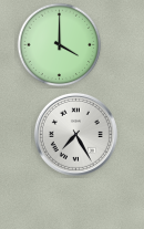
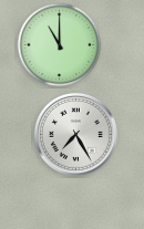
clock at (60, 45): 4:00 -> 11:00
